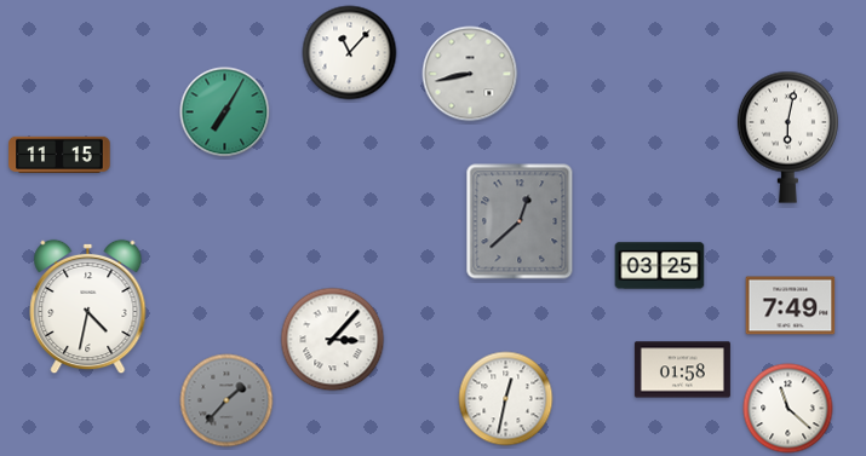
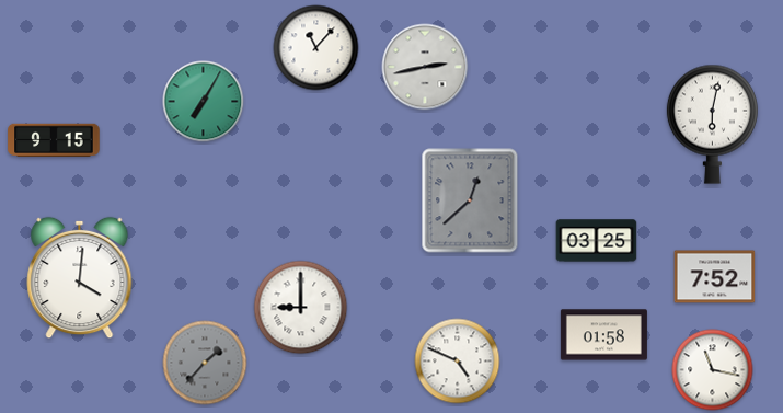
clock at (470, 74): 8:43 -> 2:43
clock at (59, 155): 11:15 -> 9:15
clock at (791, 306): 7:49 -> 7:52
clock at (88, 307): 4:32 -> 4:01
clock at (333, 340): 3:07 -> 9:00
clock at (682, 370) position: (682, 370) -> (603, 335)
clock at (506, 399): 12:32 -> 4:49
clock at (788, 409): 11:22 -> 11:17
